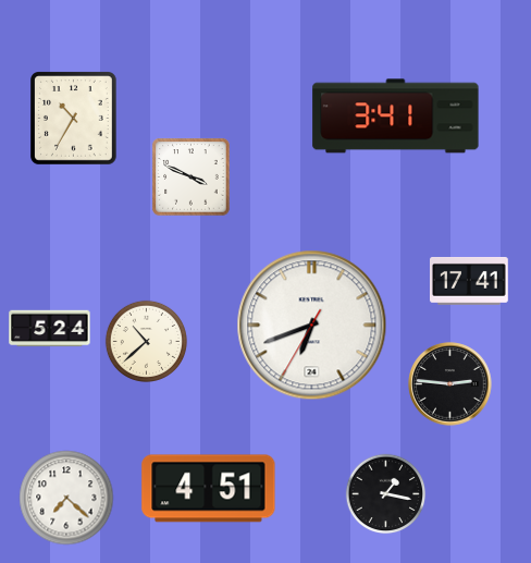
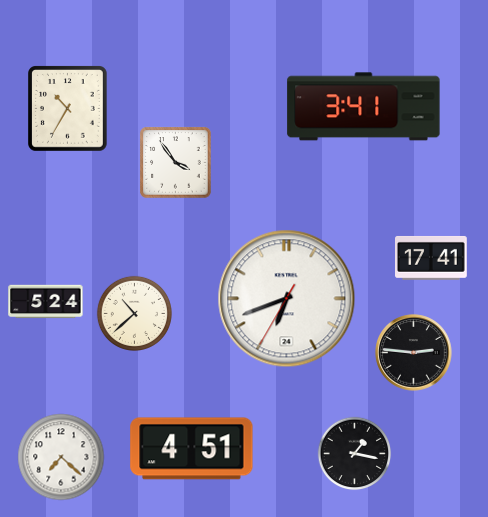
clock at (192, 178): 3:49 -> 3:54
